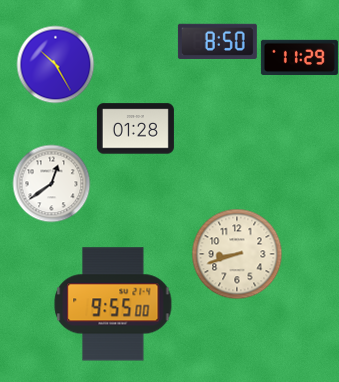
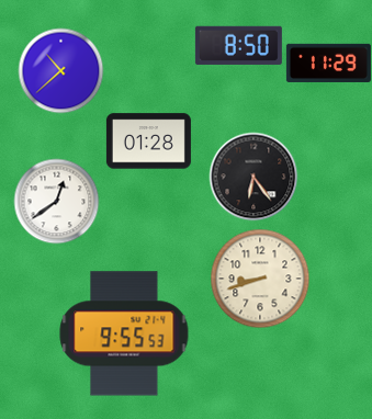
clock at (55, 64): 10:25 -> 10:38
clock at (253, 177): none -> 6:24
clock at (113, 304): 9:55:00 -> 9:55:53
